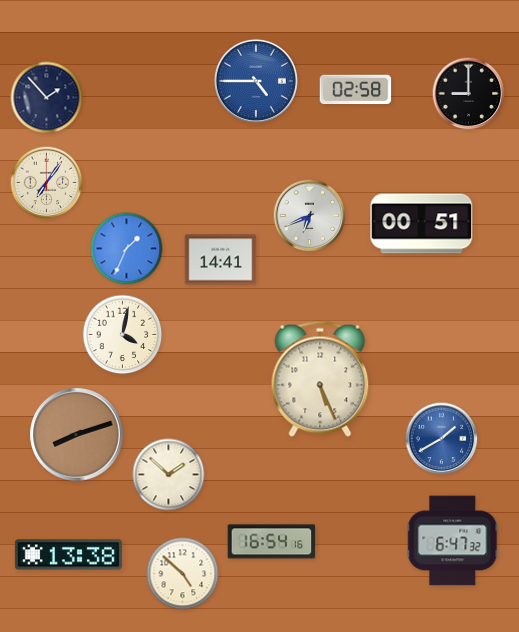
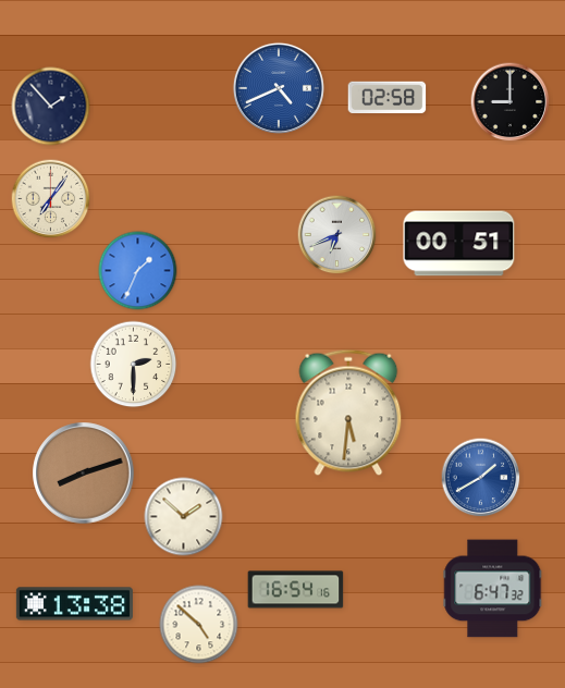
clock at (256, 81): 4:45 -> 4:41
clock at (221, 260): 14:41 -> none
clock at (123, 335): 4:02 -> 2:30
clock at (320, 379): 5:26 -> 5:31
